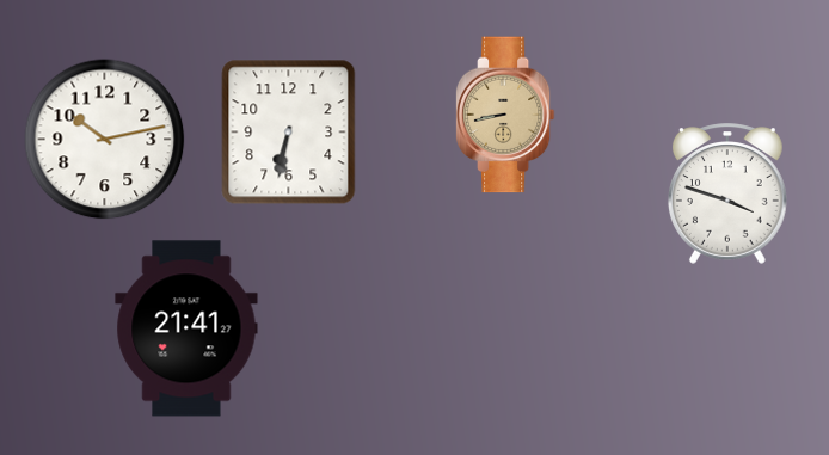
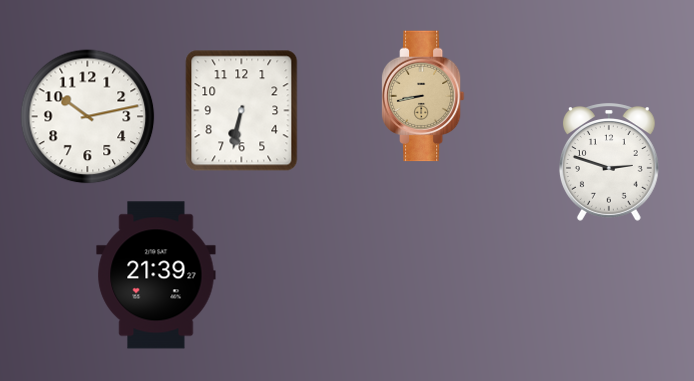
clock at (727, 193): 3:48 -> 2:48
clock at (186, 328): 21:41 -> 21:39
